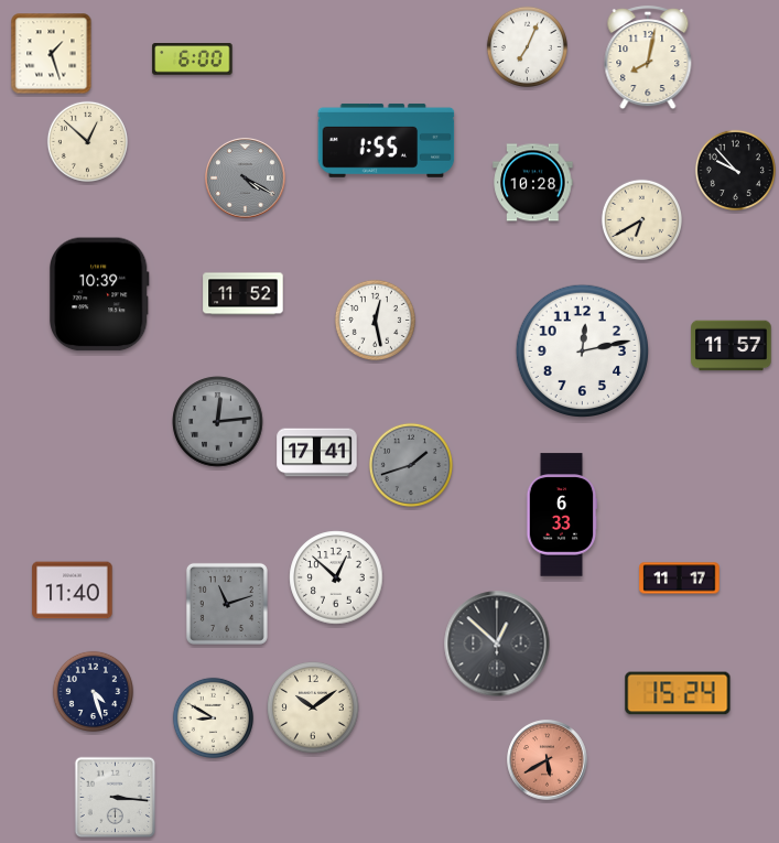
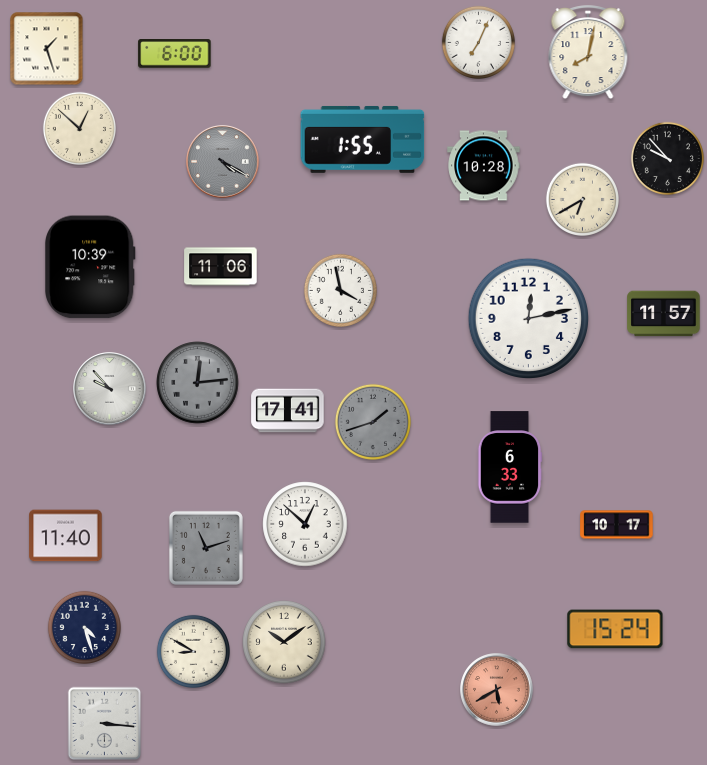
clock at (387, 140) position: (387, 140) -> (363, 139)
clock at (735, 170) position: (735, 170) -> (667, 158)
clock at (244, 294): 11:52 -> 11:06
clock at (375, 320): 12:28 -> 3:58
clock at (110, 389): none -> 9:53
clock at (680, 579): 11:17 -> 10:17
clock at (497, 644): 12:52 -> none
